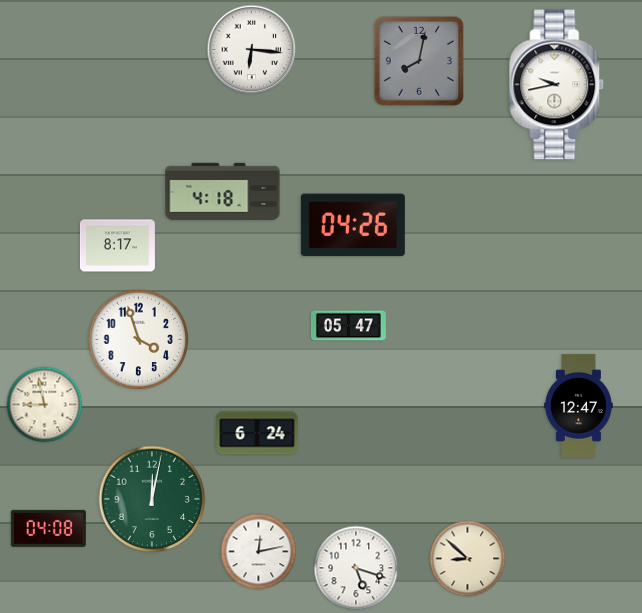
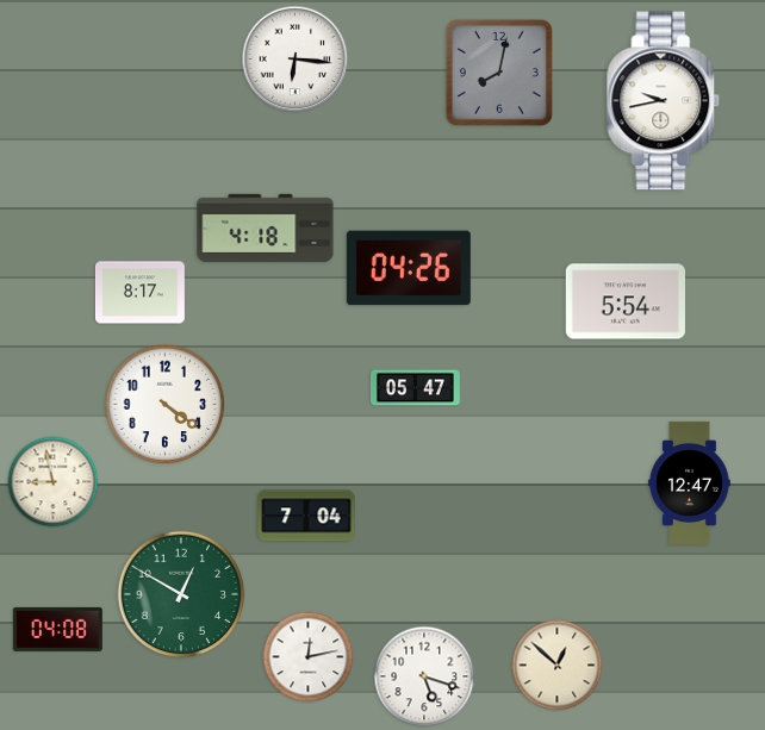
clock at (252, 50) position: (252, 50) -> (296, 60)
clock at (353, 225) position: (353, 225) -> (409, 268)
clock at (624, 301): none -> 5:54
clock at (139, 340): 3:57 -> 4:21
clock at (257, 433): 6:24 -> 7:04
clock at (152, 499): 12:02 -> 12:50
clock at (468, 559): 8:52 -> 12:52
